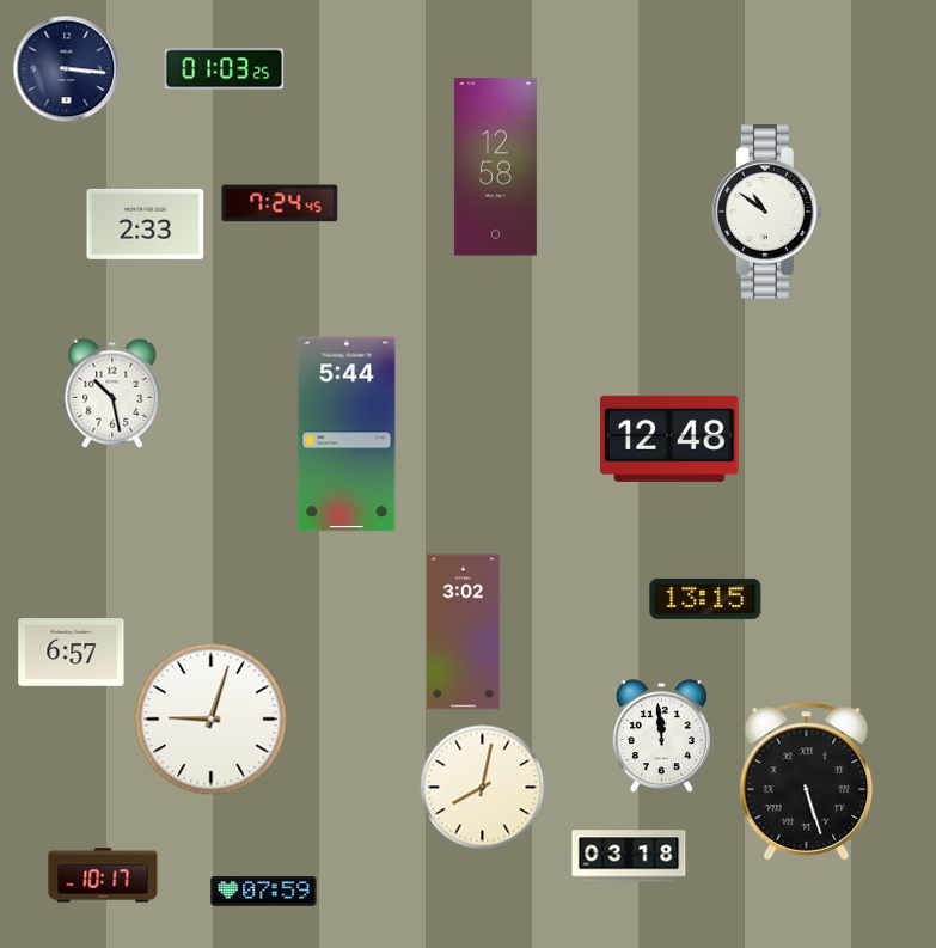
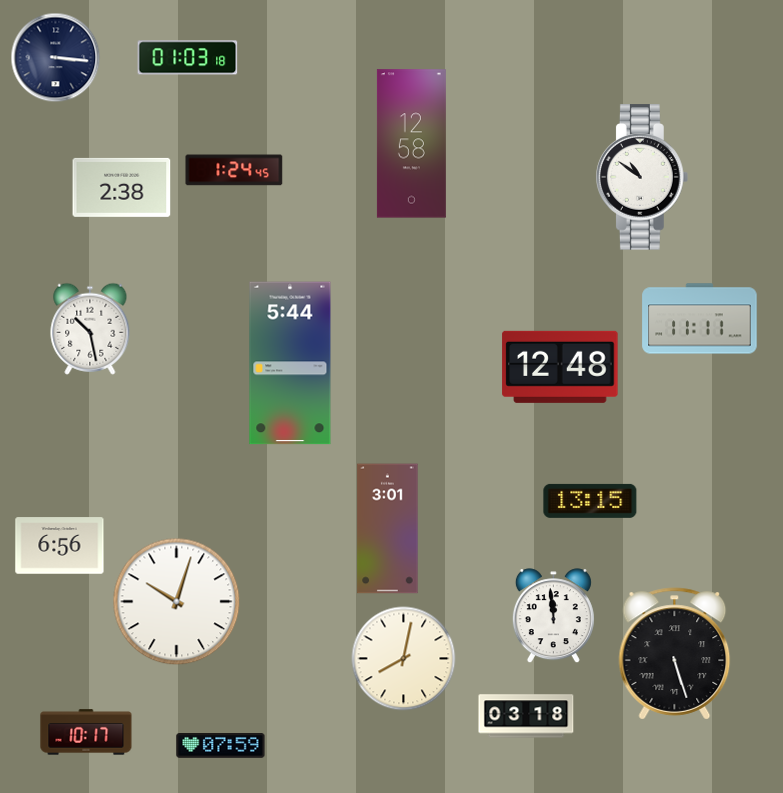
clock at (225, 69): 01:03:25 -> 01:03:18
clock at (495, 167) position: (495, 167) -> (411, 144)
clock at (280, 203): 7:24 -> 1:24
clock at (146, 224): 2:33 -> 2:38
clock at (700, 319): none -> 11:11
clock at (112, 393) position: (112, 393) -> (90, 329)
clock at (464, 632): 3:02 -> 3:01
clock at (72, 653): 6:57 -> 6:56
clock at (212, 720): 9:03 -> 10:03
